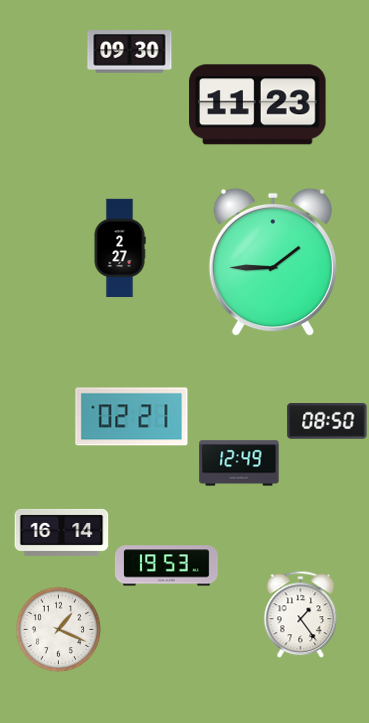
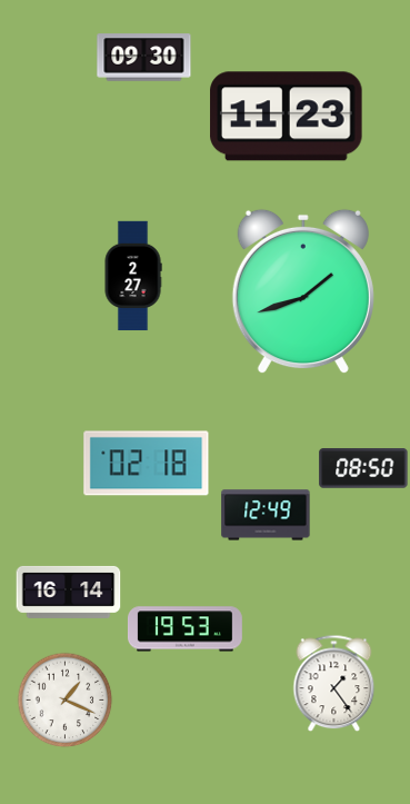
clock at (273, 262): 1:45 -> 1:42
clock at (132, 417): 02:21 -> 02:18
